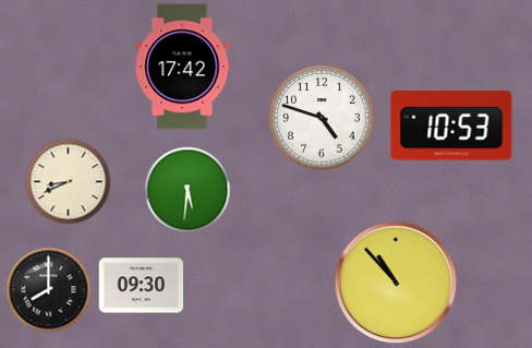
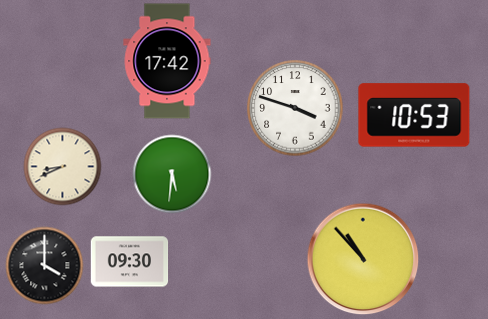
clock at (322, 118): 4:48 -> 3:48
clock at (48, 289): 8:00 -> 4:00
